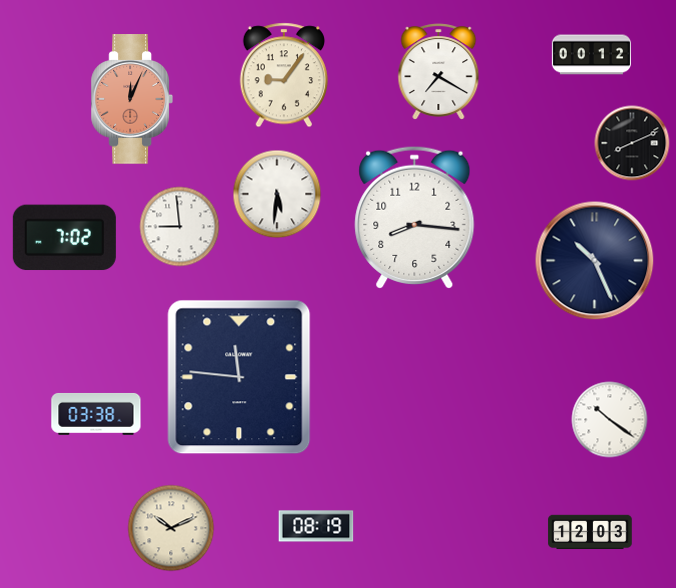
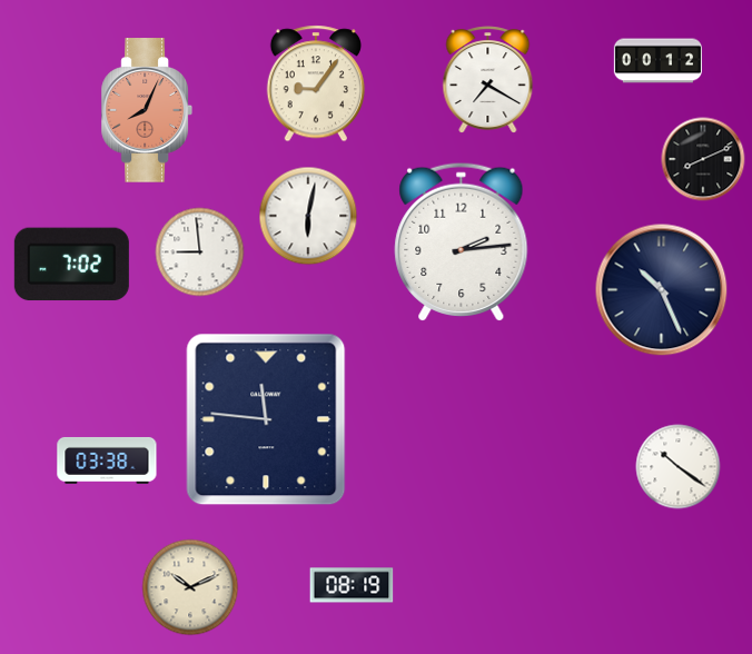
clock at (131, 99): 12:04 -> 8:04
clock at (277, 194): 5:31 -> 6:02
clock at (415, 217): 8:16 -> 2:14
clock at (590, 532): 12:03 -> none
